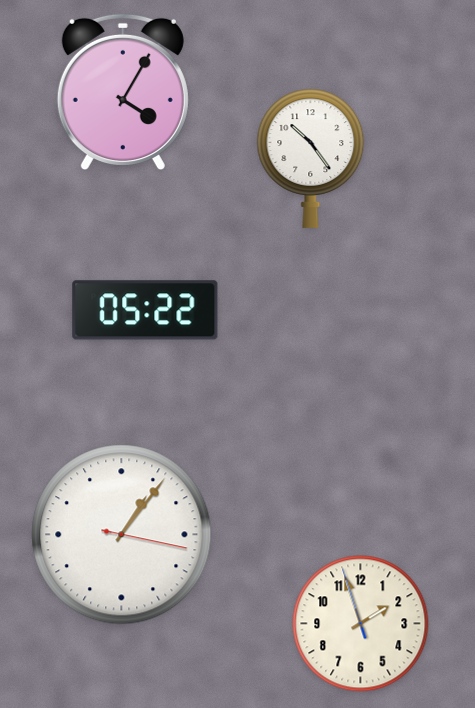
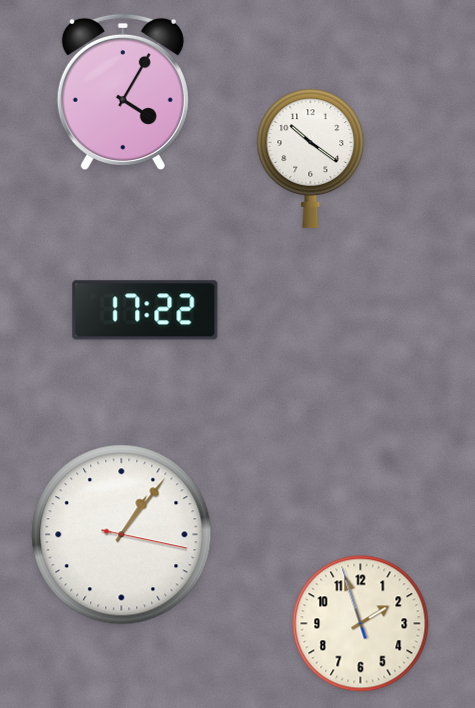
clock at (311, 158): 10:24 -> 10:21
clock at (145, 310): 05:22 -> 17:22
